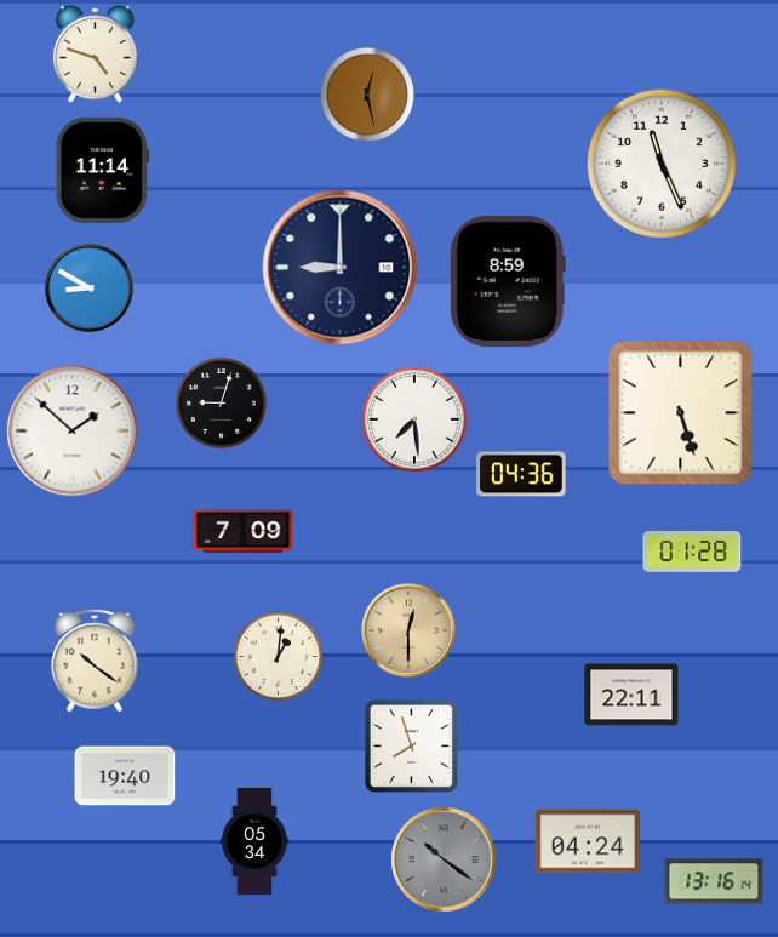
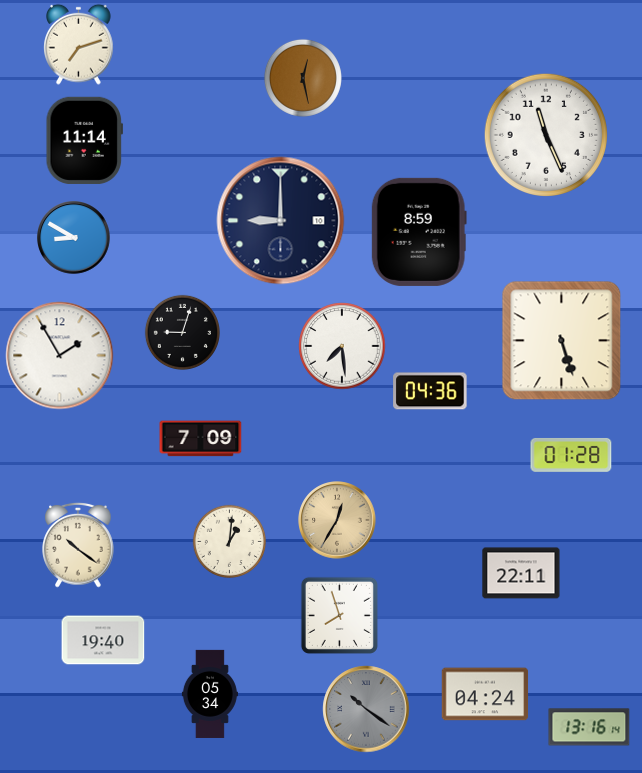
clock at (96, 53): 4:48 -> 7:12
clock at (73, 432): 1:52 -> 1:55
clock at (408, 630): 12:30 -> 12:35
